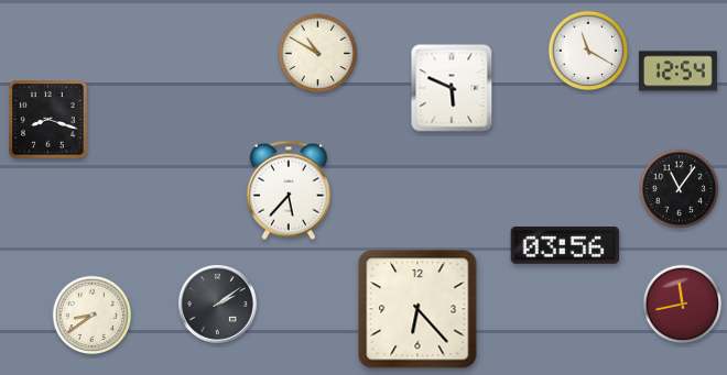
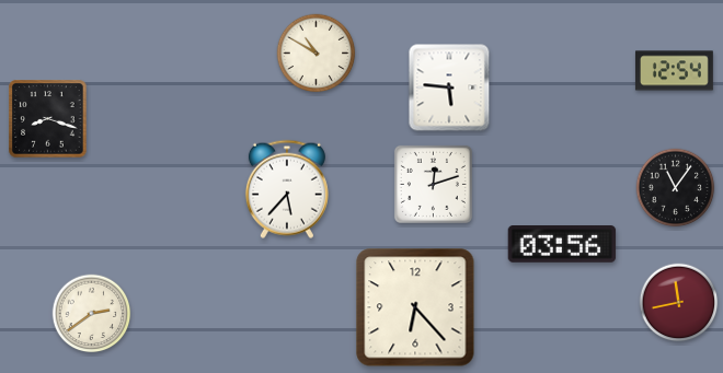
clock at (588, 51): 11:20 -> none
clock at (452, 88): 5:49 -> 5:46
clock at (433, 184): none -> 12:12
clock at (217, 304): 2:09 -> none
clock at (93, 316): 8:39 -> 2:39
